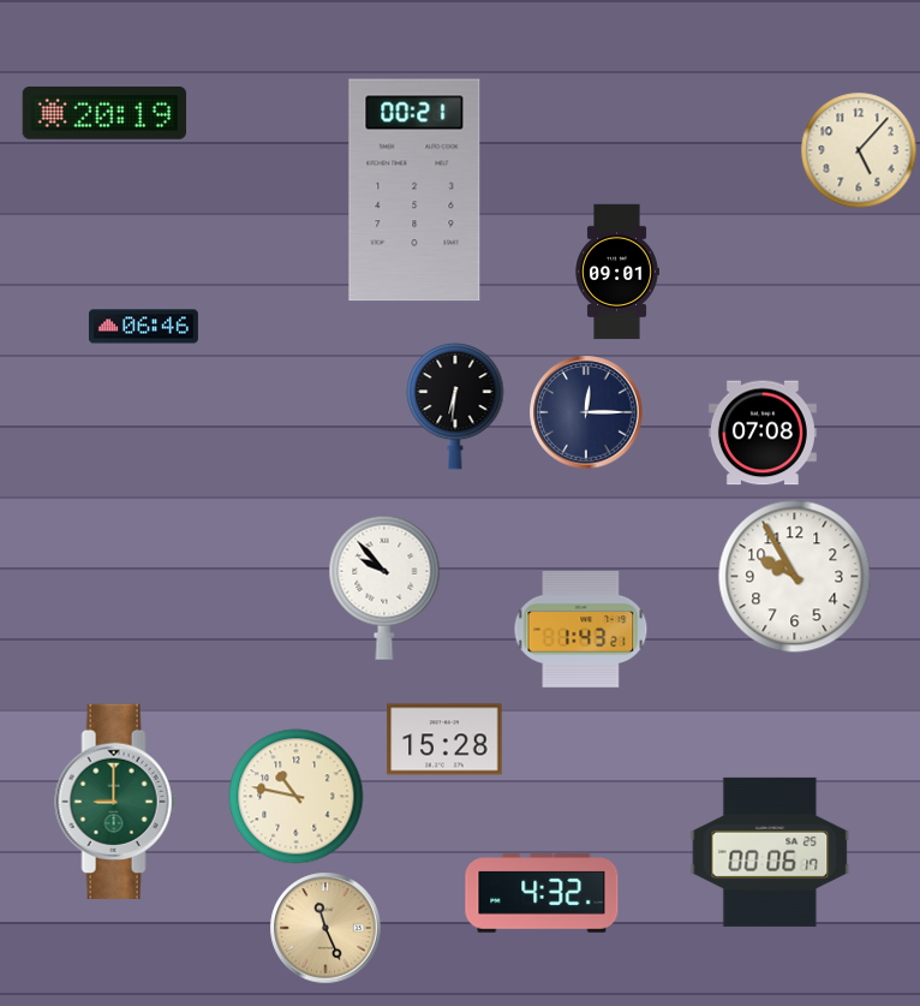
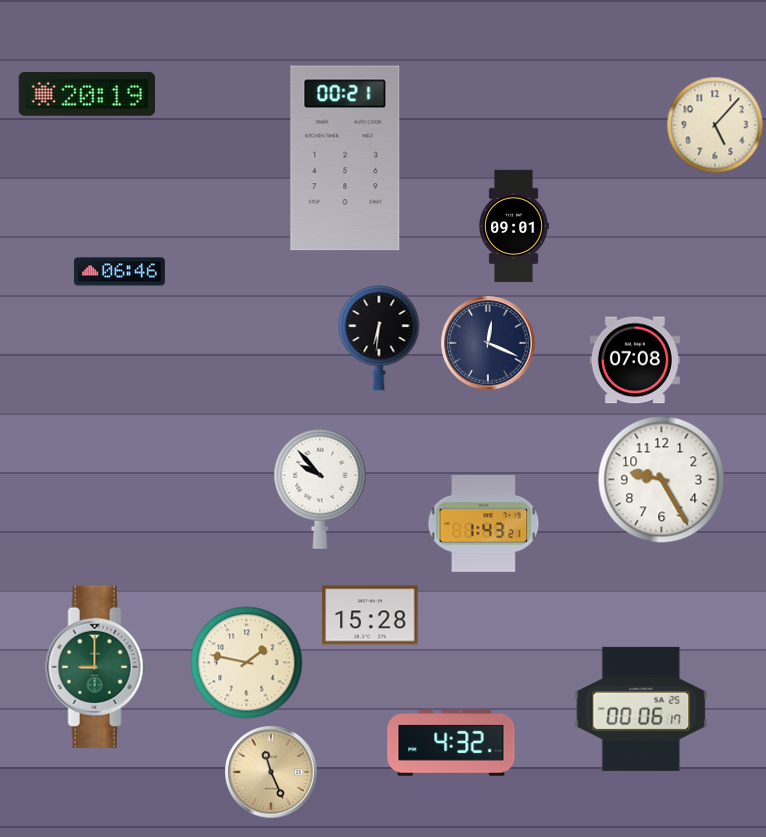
clock at (586, 412): 12:15 -> 12:19
clock at (795, 577): 9:55 -> 9:25
clock at (297, 797): 10:47 -> 1:47
